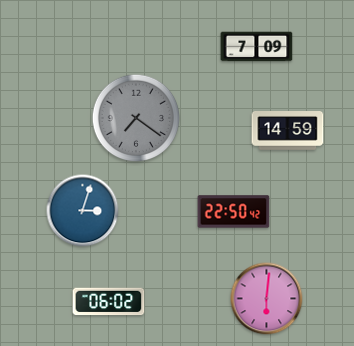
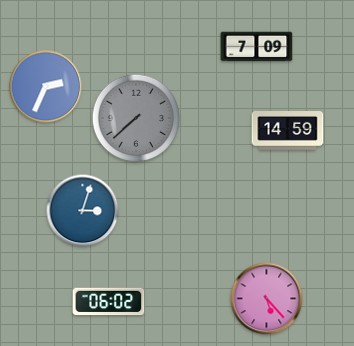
clock at (46, 87): none -> 2:34
clock at (136, 118): 7:21 -> 7:38
clock at (234, 212): 22:50 -> none
clock at (267, 299): 6:01 -> 5:23
